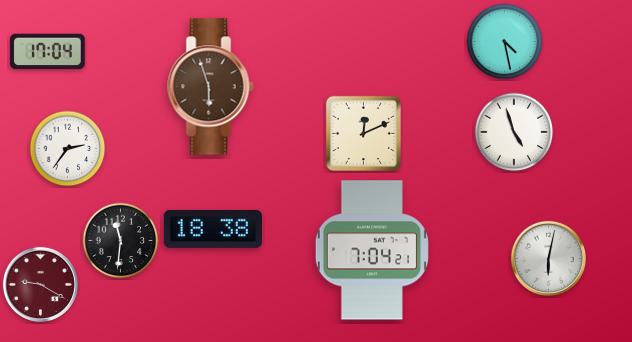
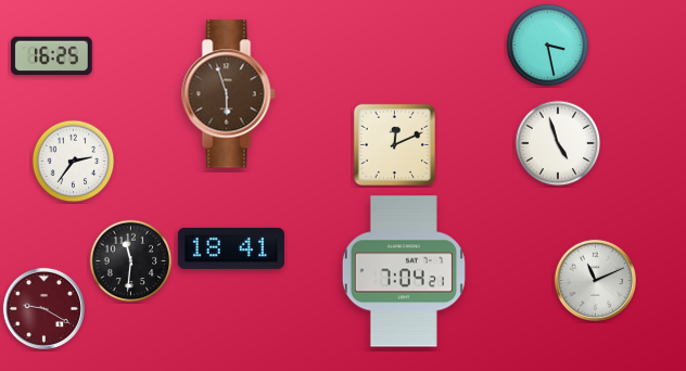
clock at (505, 42): 4:28 -> 3:28
clock at (48, 52): 17:04 -> 16:25
clock at (213, 229): 18:38 -> 18:41
clock at (548, 258): 6:02 -> 11:11
